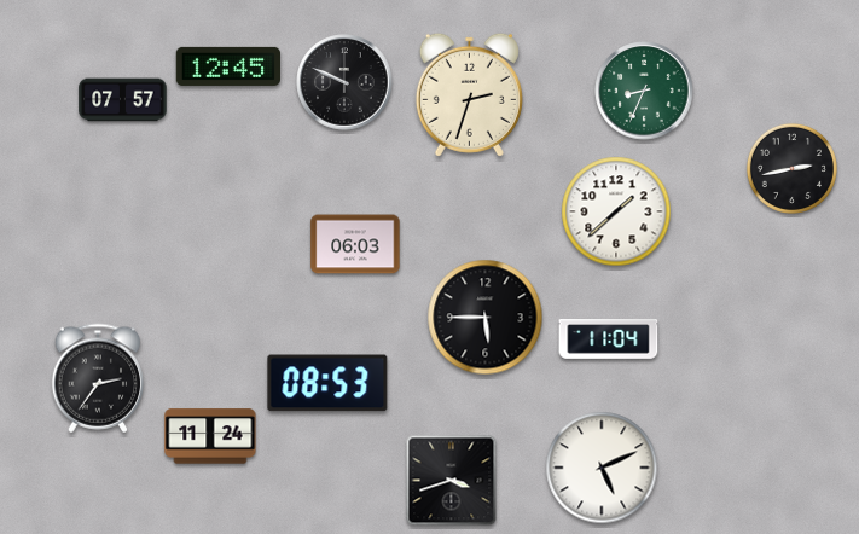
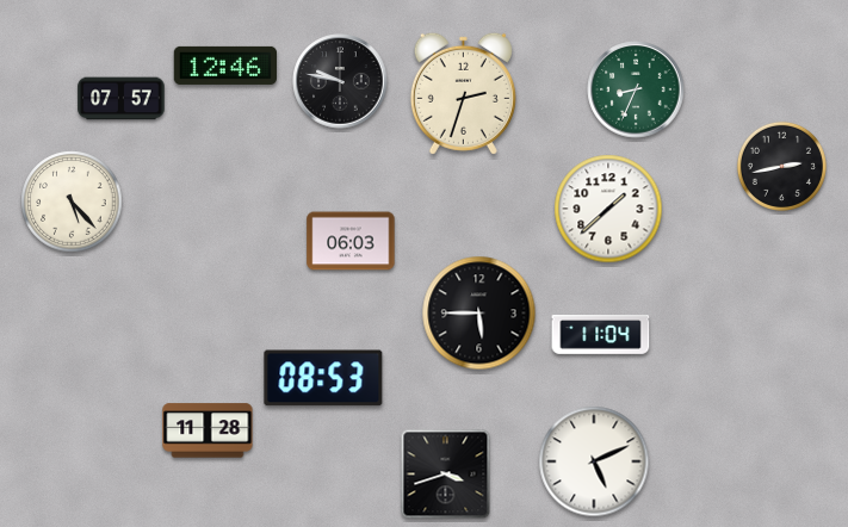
clock at (227, 66): 12:45 -> 12:46
clock at (344, 82): 9:49 -> 9:47
clock at (72, 201): none -> 5:23
clock at (98, 378): 2:36 -> none
clock at (210, 436): 11:24 -> 11:28
